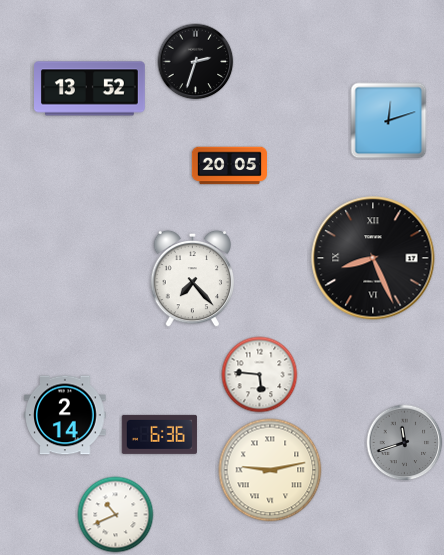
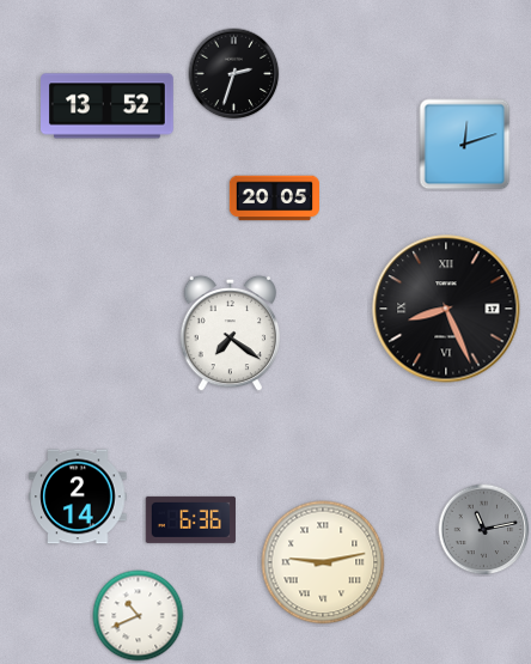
clock at (193, 279): 7:23 -> 7:21
clock at (260, 375): 5:46 -> none
clock at (405, 443): 11:42 -> 11:13
